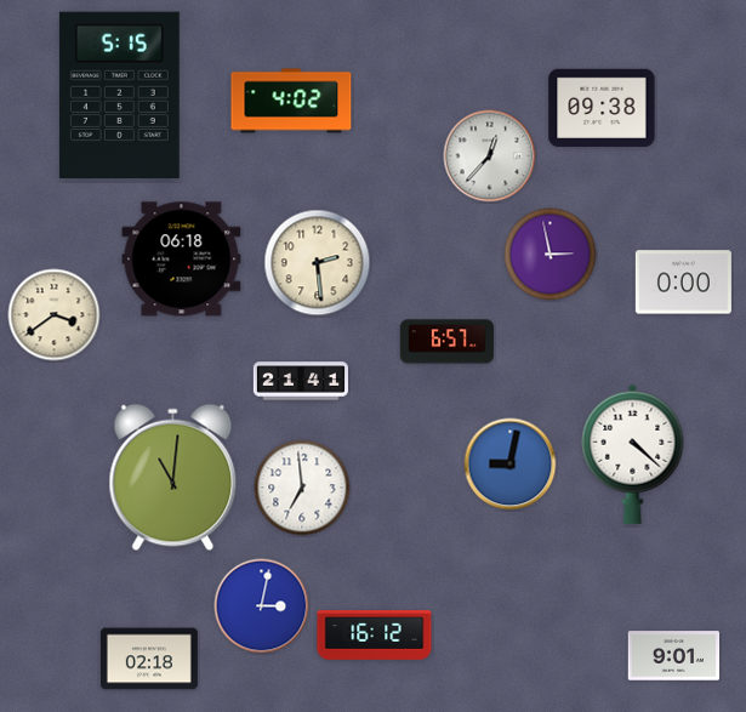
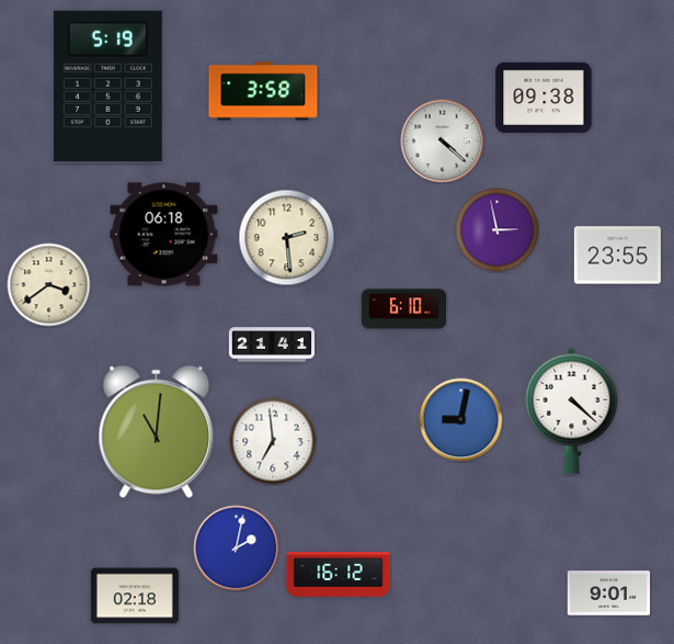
clock at (119, 95): 5:15 -> 5:19
clock at (291, 101): 4:02 -> 3:58
clock at (490, 156): 12:37 -> 4:22
clock at (683, 283): 0:00 -> 23:55
clock at (446, 342): 6:57 -> 6:10
clock at (262, 606): 3:02 -> 2:02
